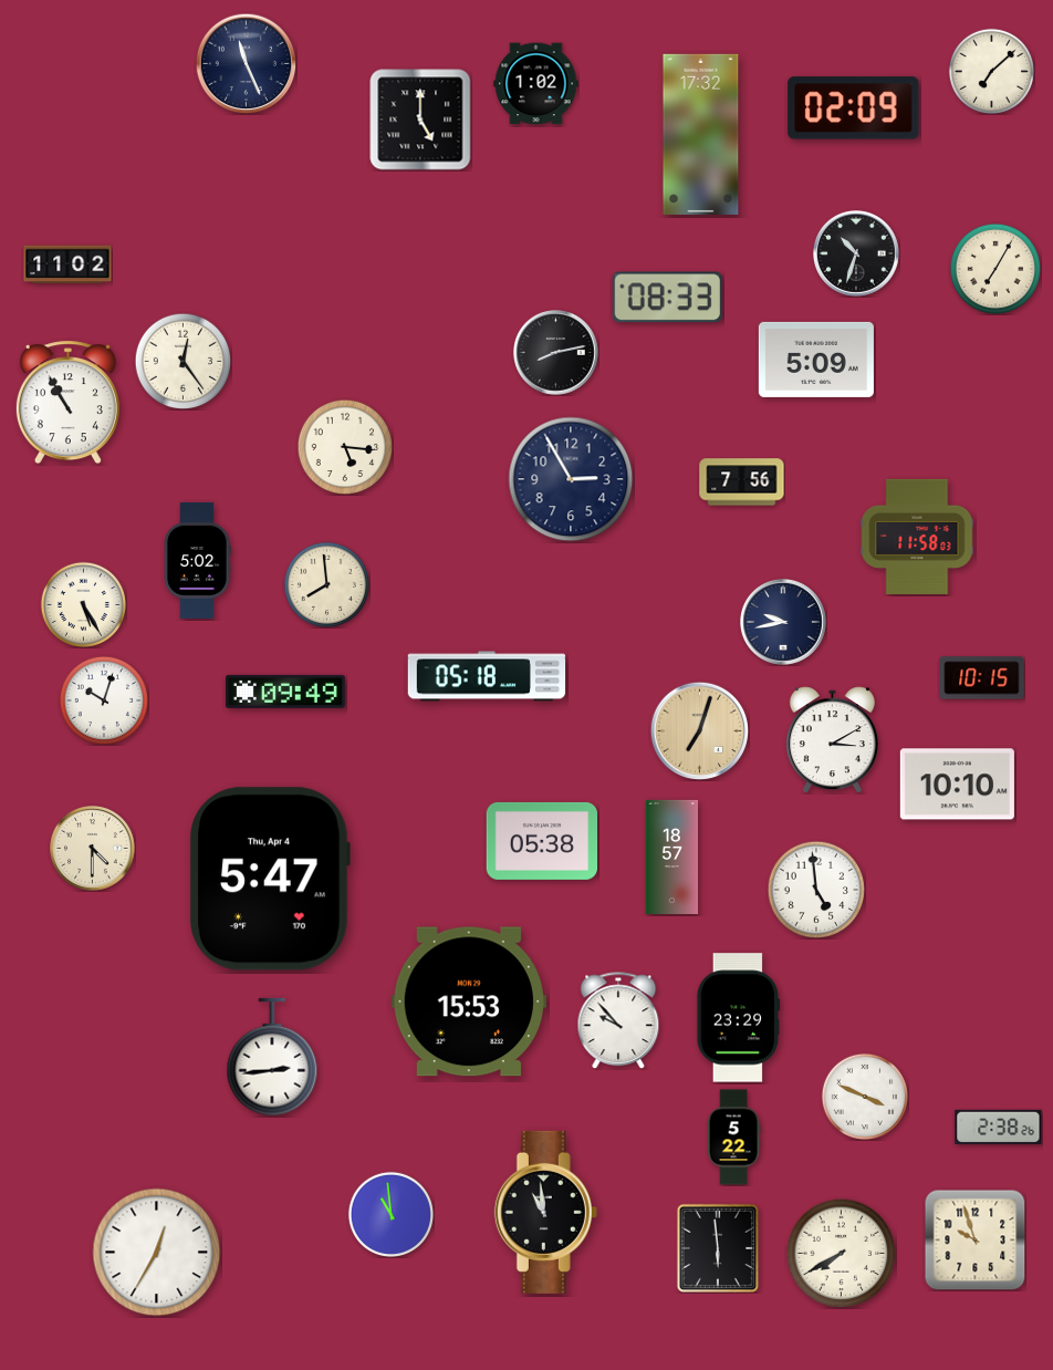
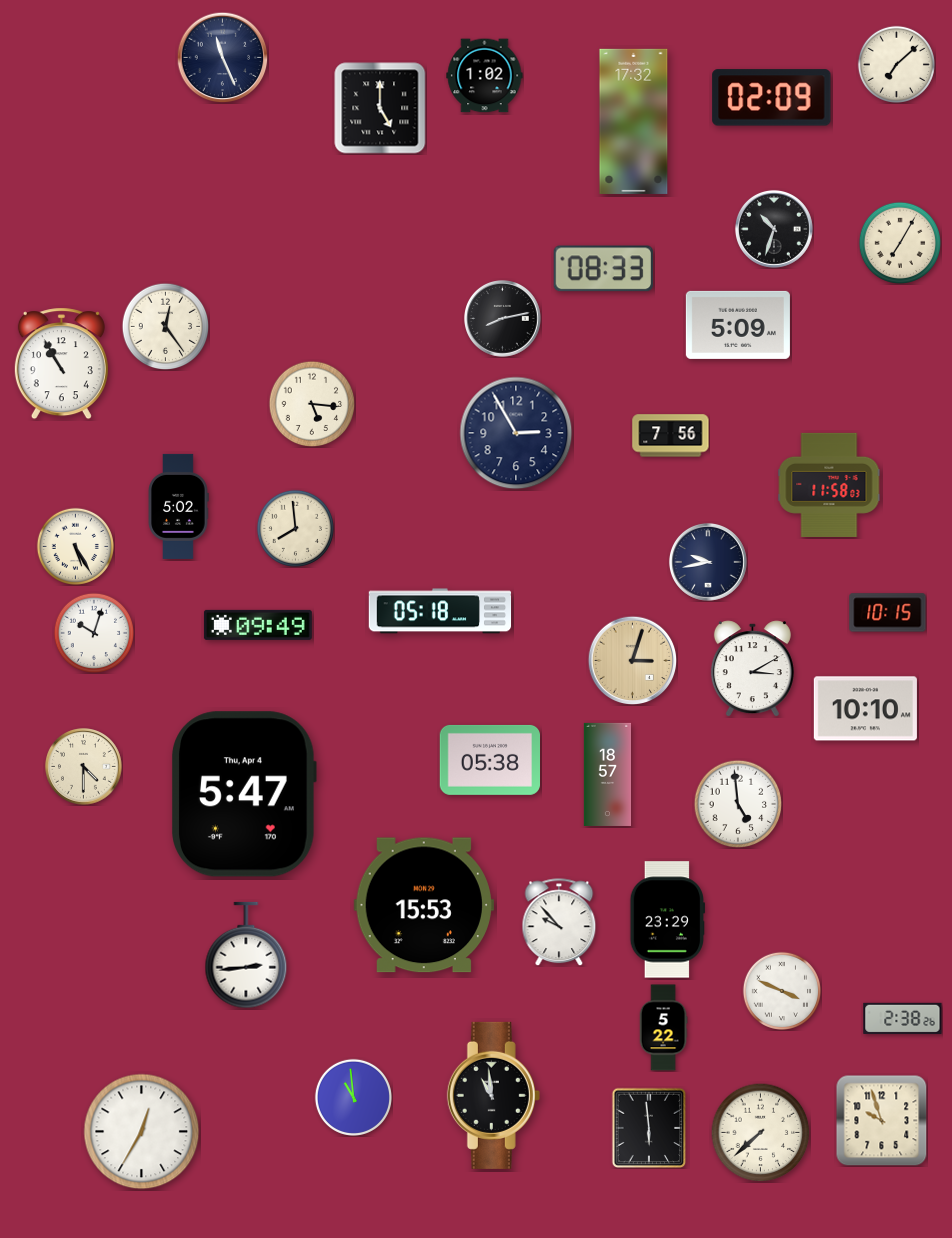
clock at (67, 264): 11:02 -> none
clock at (699, 730): 7:03 -> 3:03
clock at (842, 1254): 7:40 -> 7:38
